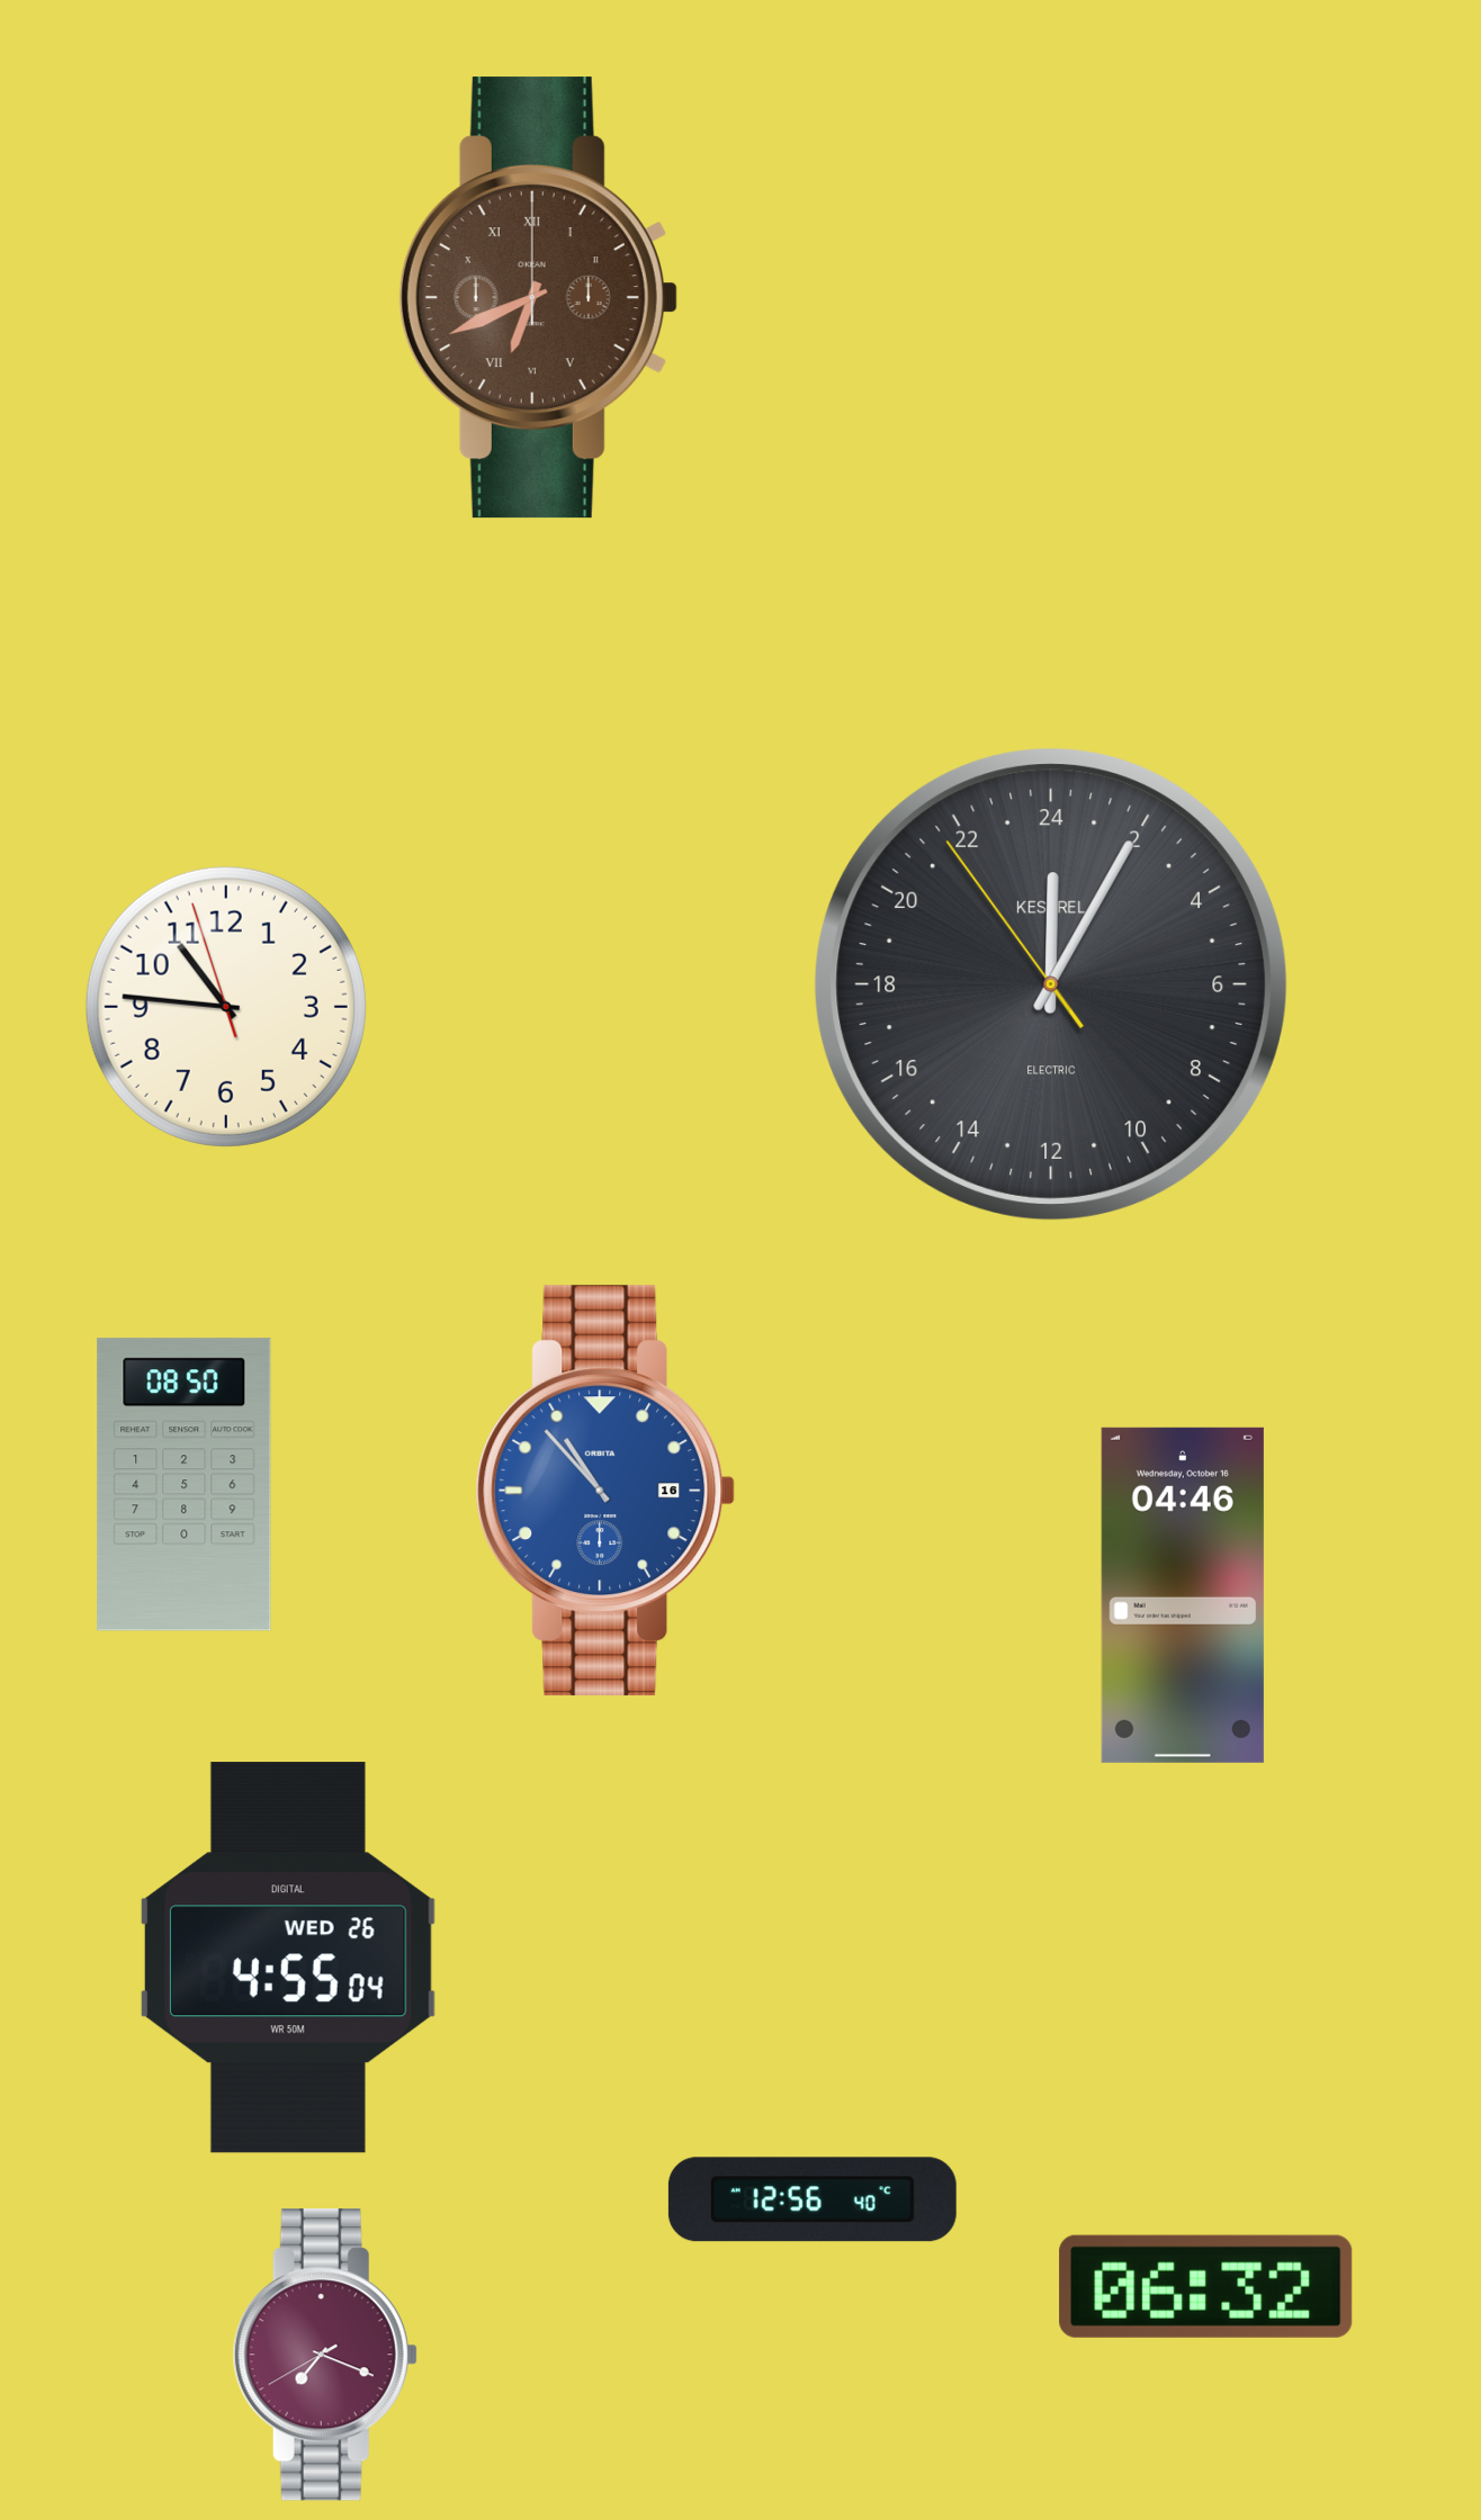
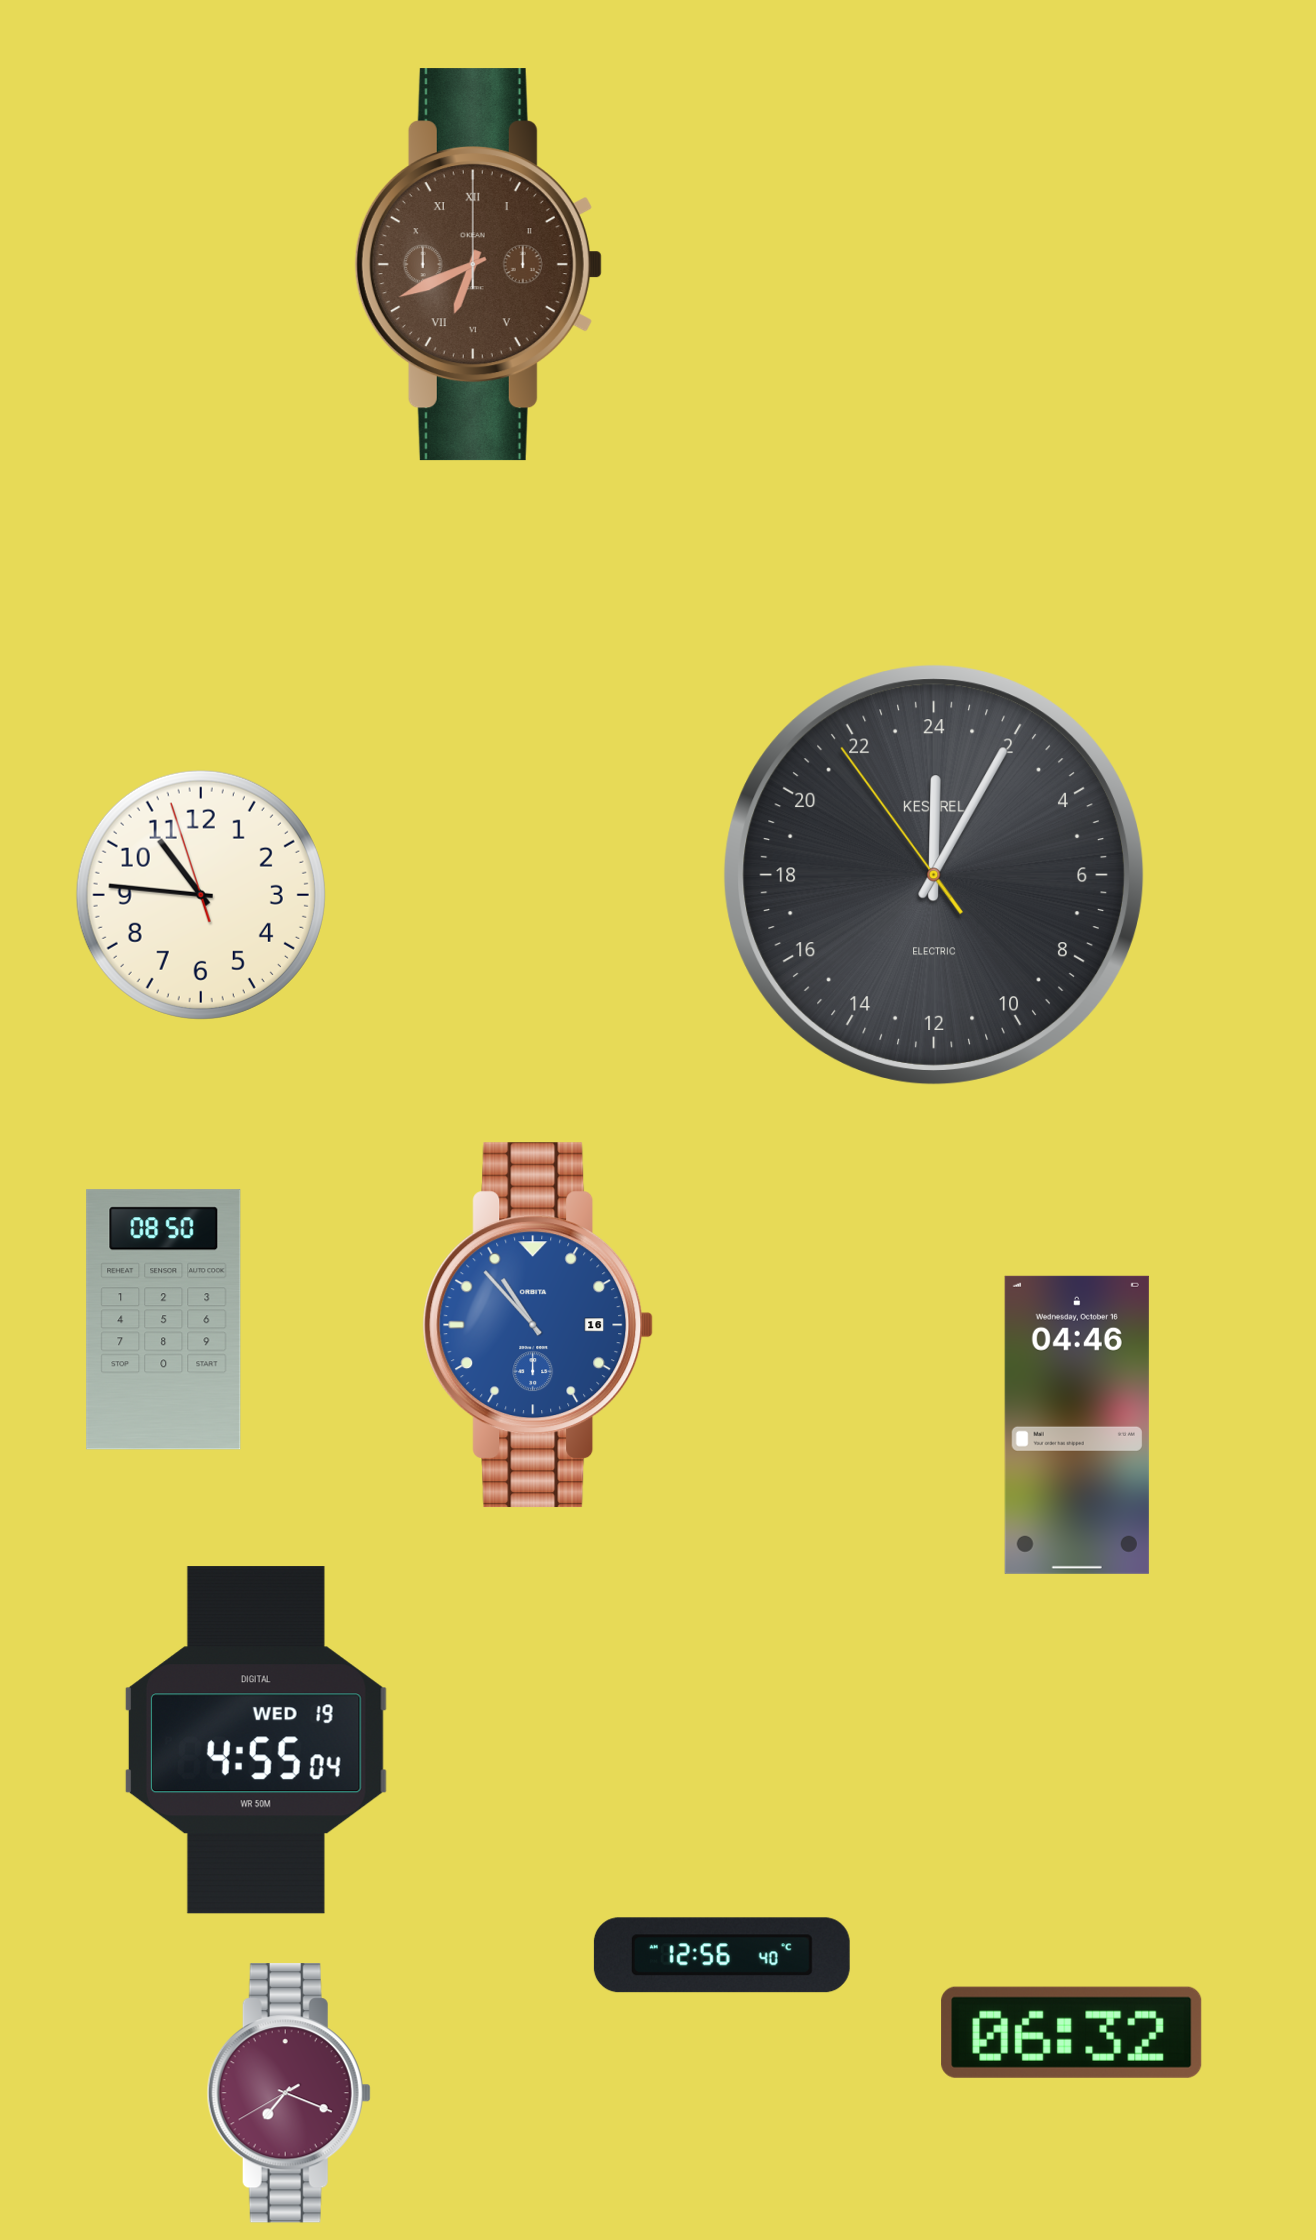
clock at (1183, 1595) position: (1183, 1595) -> (1077, 1425)
clock at (288, 1957) date: WED 26 -> WED 19
